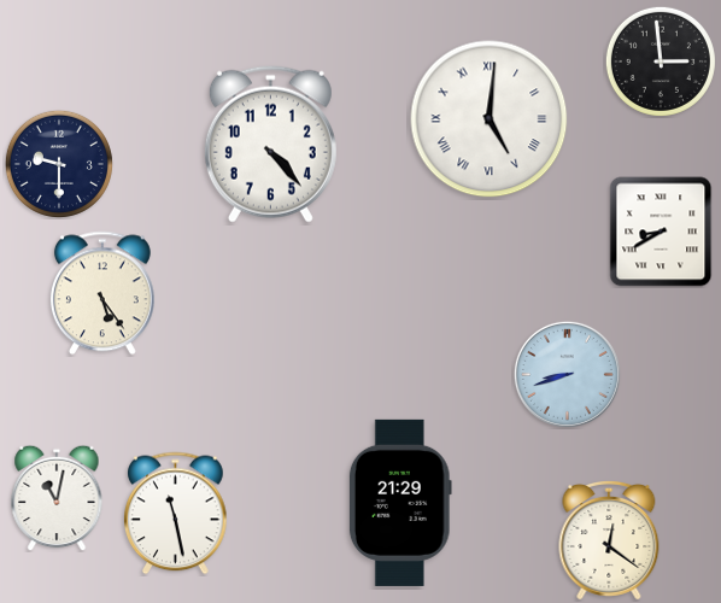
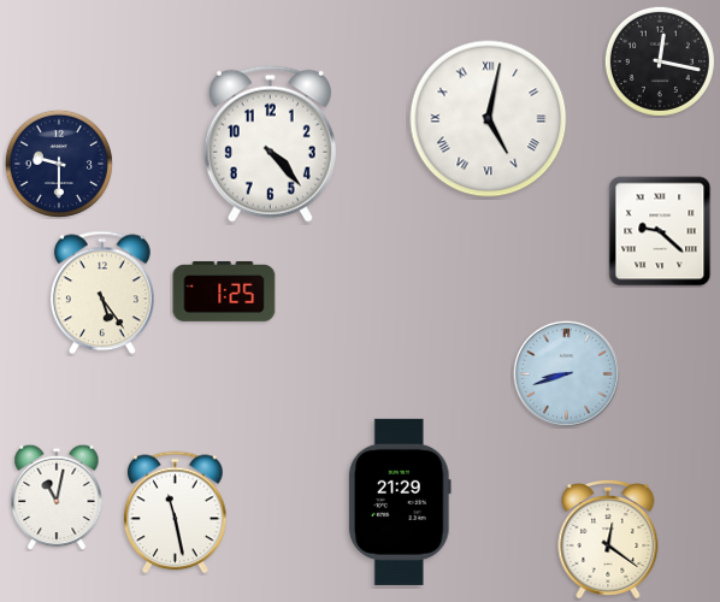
clock at (661, 62): 2:59 -> 12:17
clock at (490, 119): 5:01 -> 5:02
clock at (661, 232): 8:40 -> 9:22
clock at (224, 293): none -> 1:25
